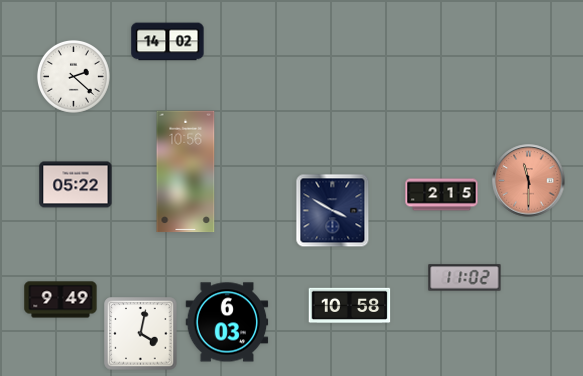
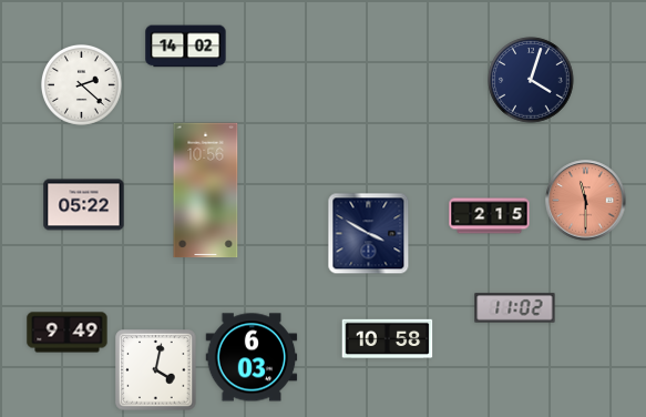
clock at (531, 80): none -> 4:03
